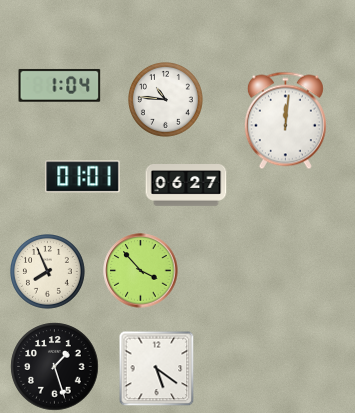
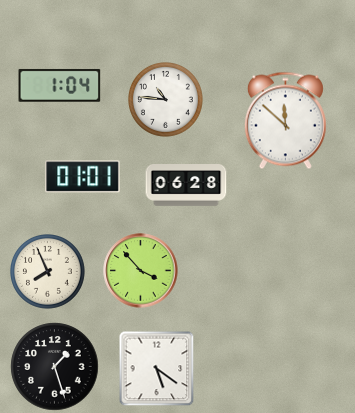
clock at (285, 121): 12:01 -> 11:52
clock at (186, 185): 06:27 -> 06:28
